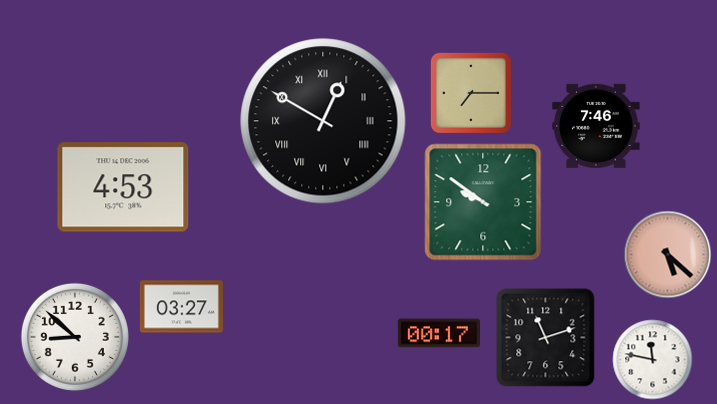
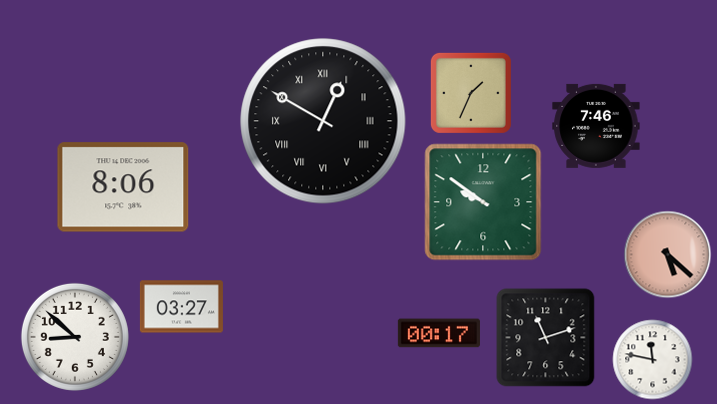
clock at (471, 93): 7:15 -> 1:34
clock at (123, 187): 4:53 -> 8:06
